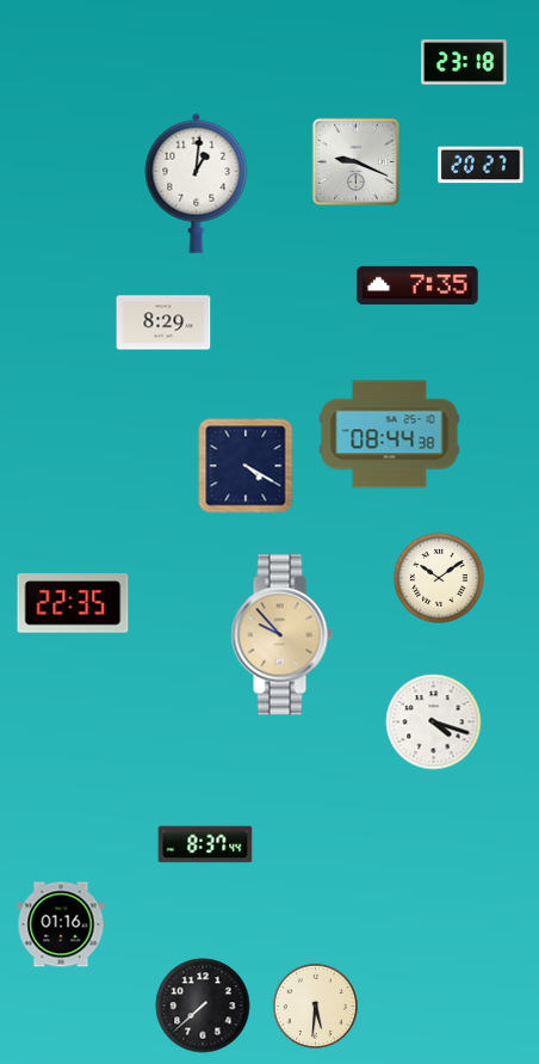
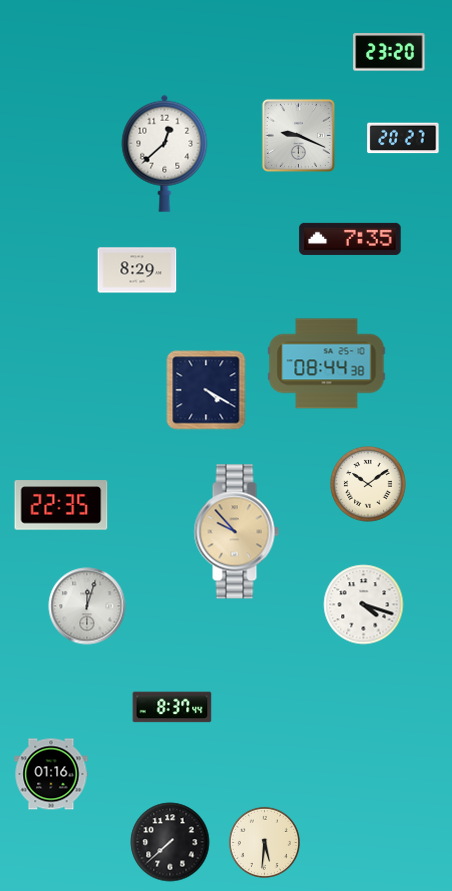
clock at (464, 62): 23:18 -> 23:20
clock at (197, 183): 1:01 -> 12:38
clock at (87, 606): none -> 12:03
